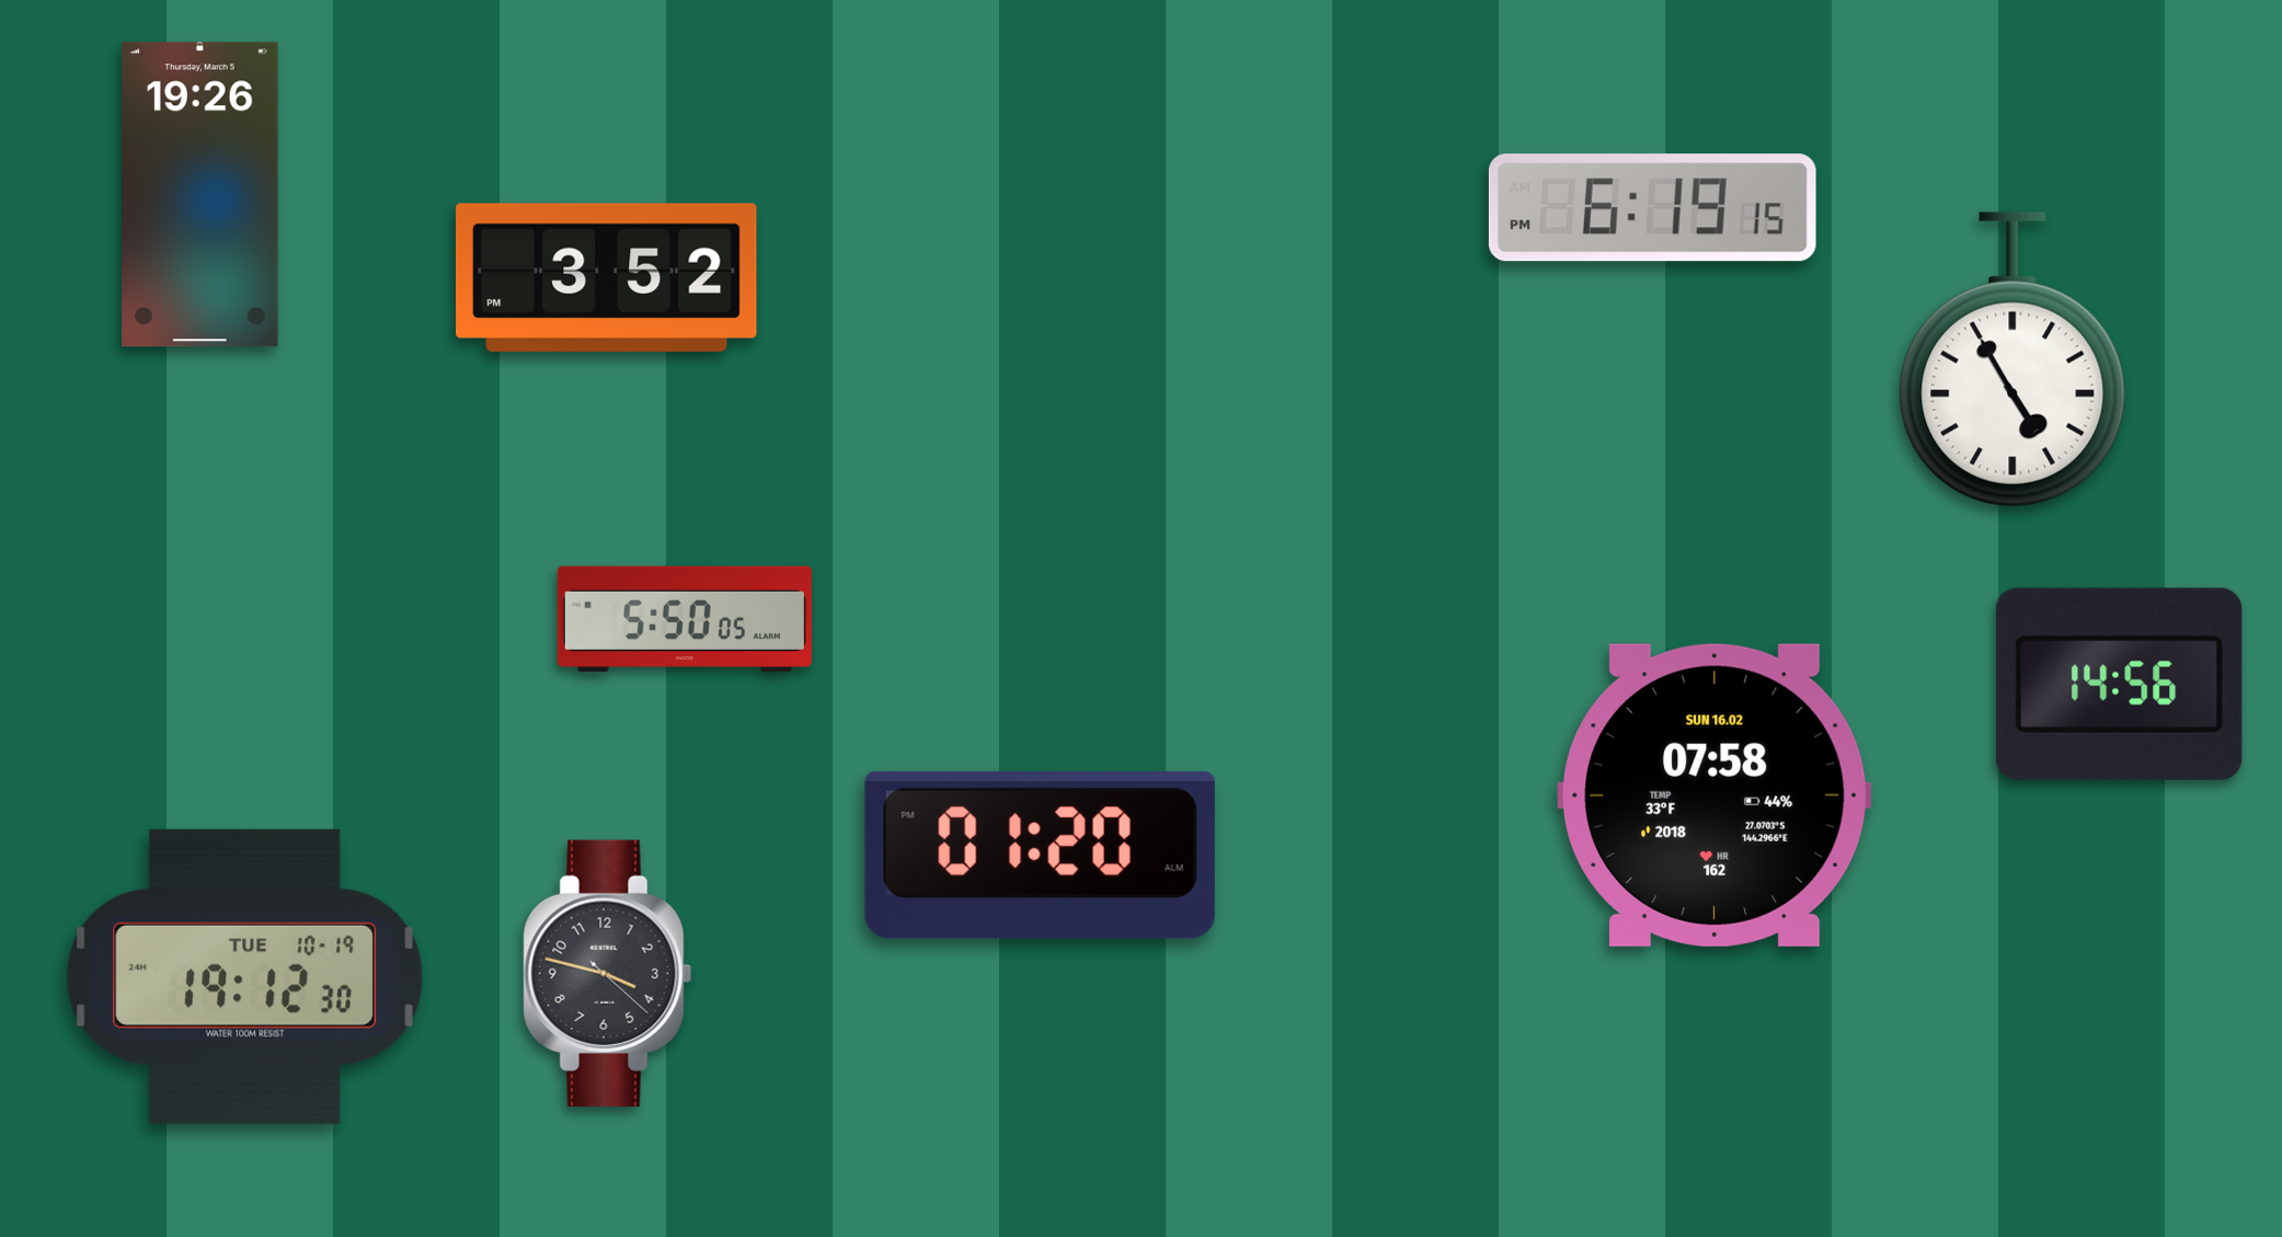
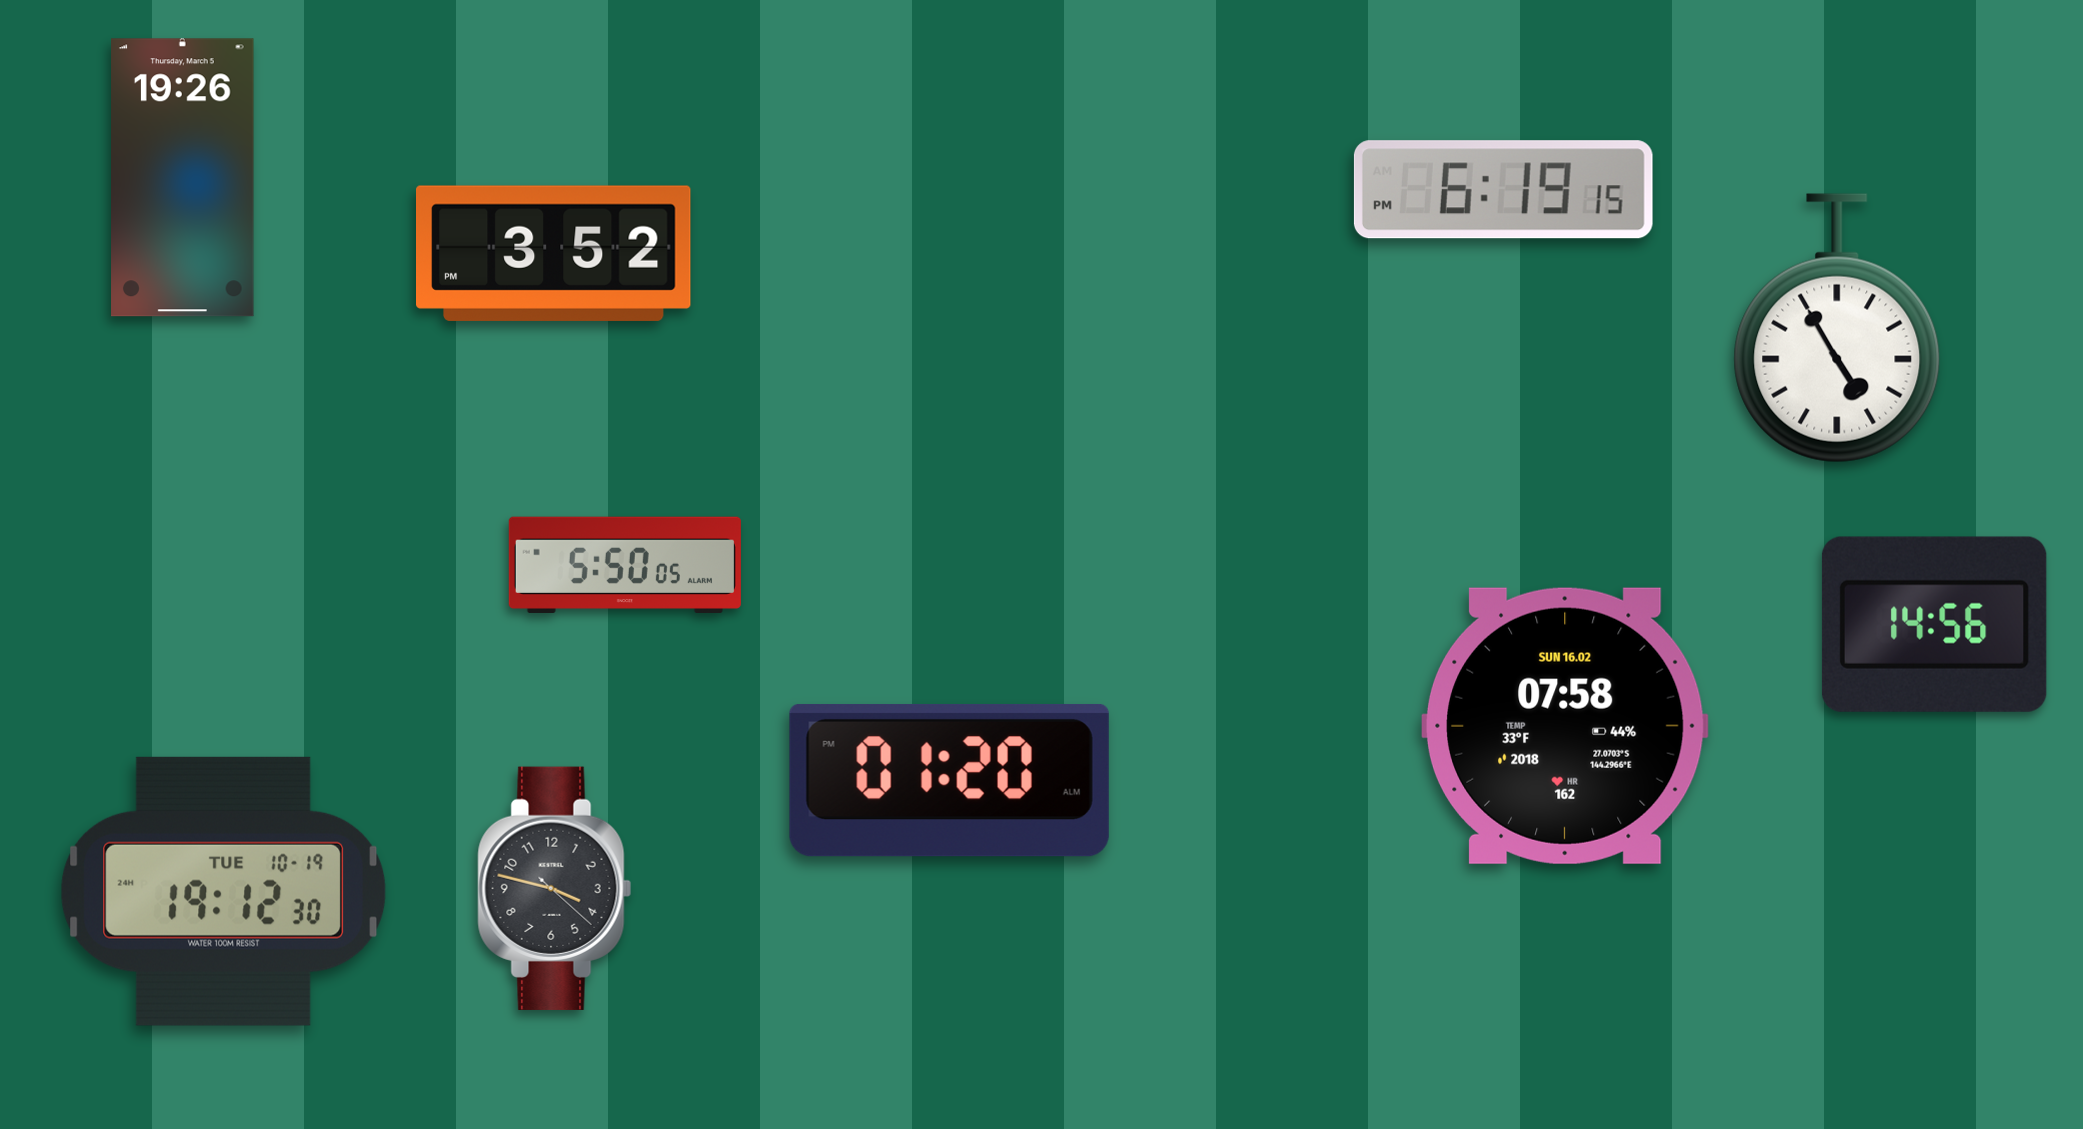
clock at (1652, 208) position: (1652, 208) -> (1503, 190)
